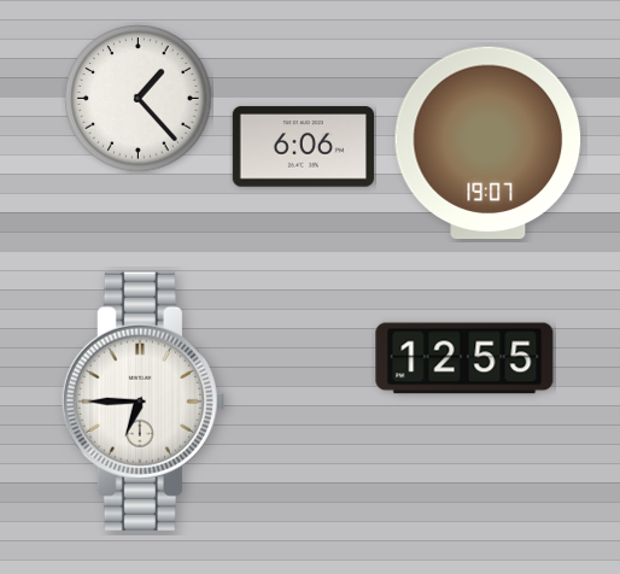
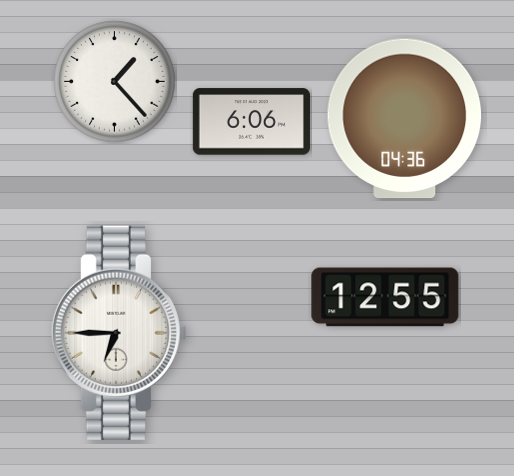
clock at (489, 143): 19:07 -> 04:36
